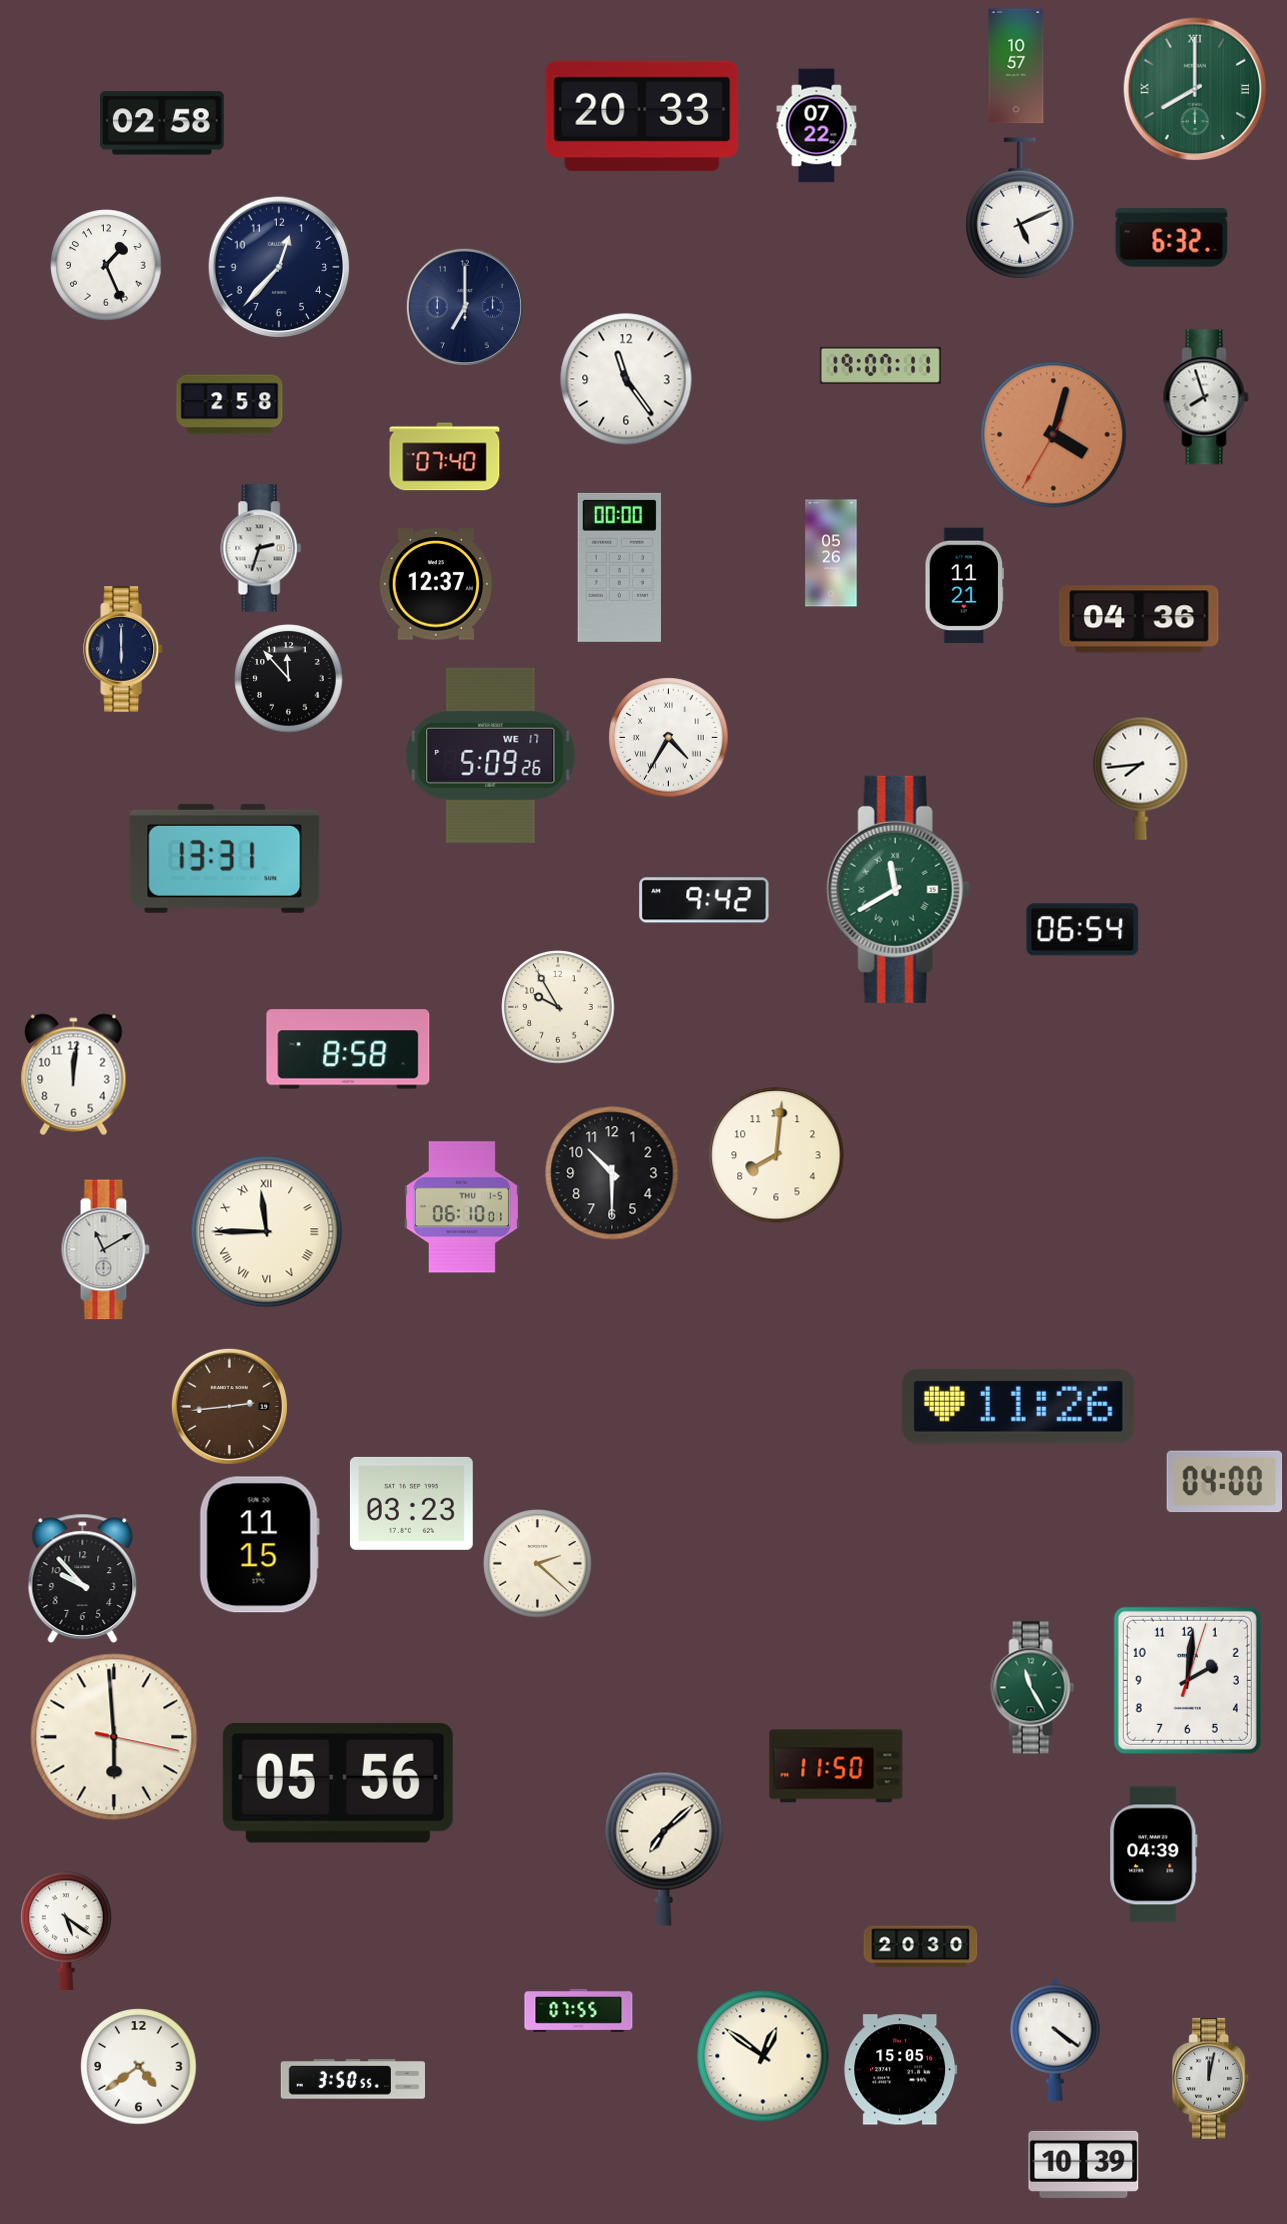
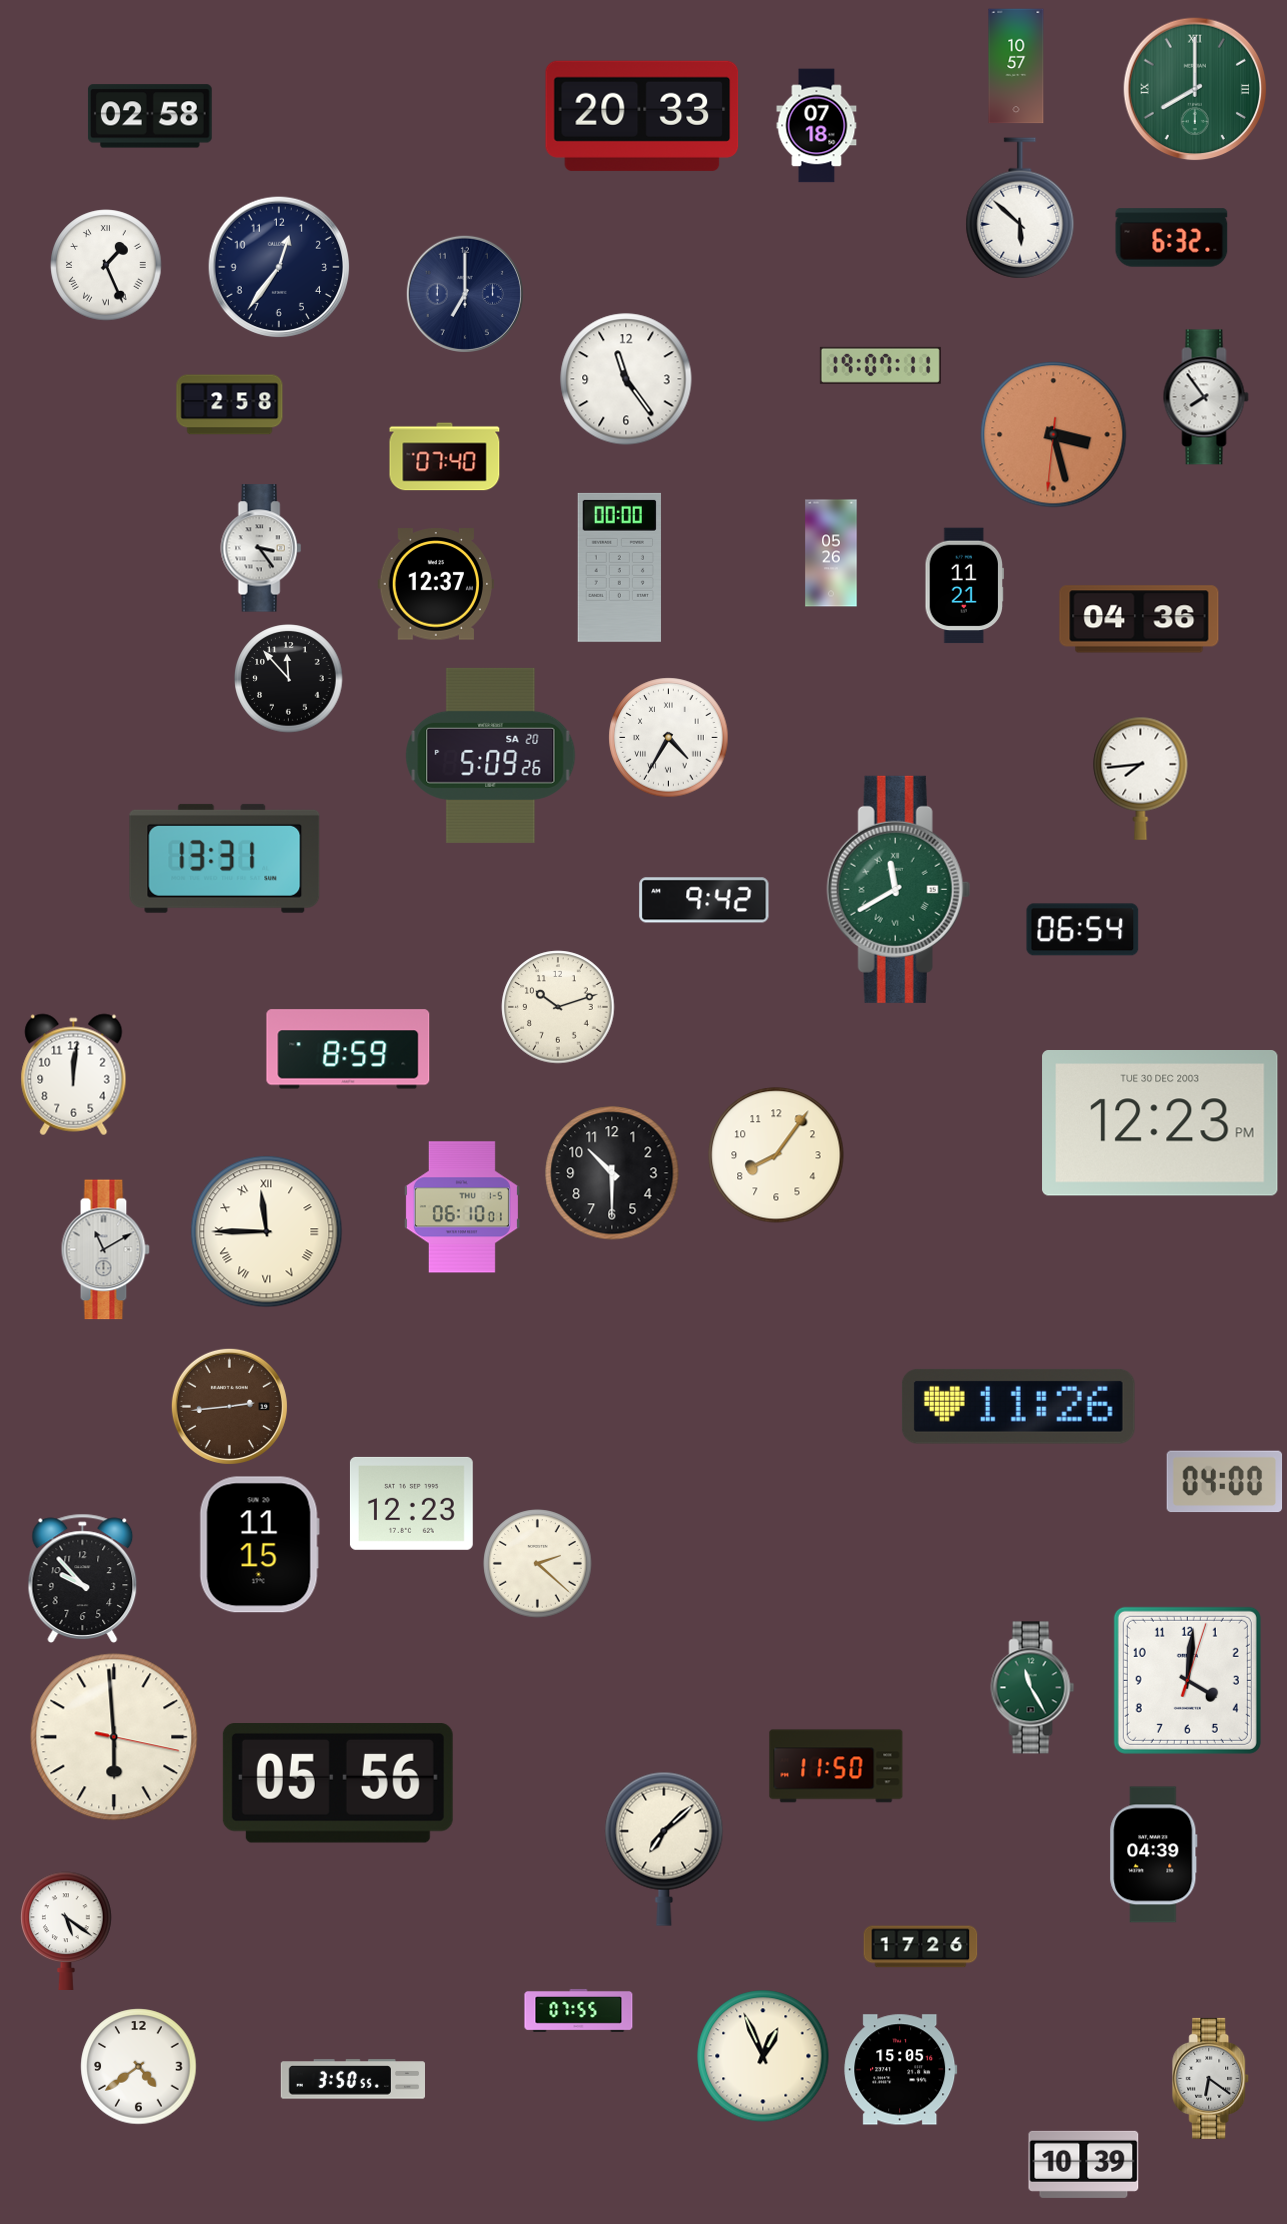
clock at (162, 123) position: (162, 123) -> (150, 116)
clock at (817, 126): 07:22 -> 07:18
clock at (1020, 208): 5:11 -> 5:52
clock at (106, 265) numerals: Arabic -> Roman
clock at (279, 267): 12:37 -> 12:36
clock at (465, 307) position: (465, 307) -> (465, 294)
clock at (1206, 397): 7:57 -> 7:54
clock at (1054, 435): 4:02 -> 3:27
clock at (261, 548): 2:33 -> 3:24
clock at (124, 649): 6:00 -> none
clock at (491, 755) date: WE 17 -> SA 20
clock at (558, 1007): 9:55 -> 10:12
clock at (348, 1049): 8:58 -> 8:59
clock at (1160, 1124): none -> 12:23
clock at (776, 1155): 8:01 -> 8:06
clock at (411, 1503): 03:23 -> 12:23
clock at (1187, 1680): 2:01 -> 4:01
clock at (921, 1947): 20:30 -> 17:26
clock at (1055, 2040): 4:21 -> none
clock at (763, 2056): 12:51 -> 12:56
clock at (1211, 2078): 12:02 -> 6:21
